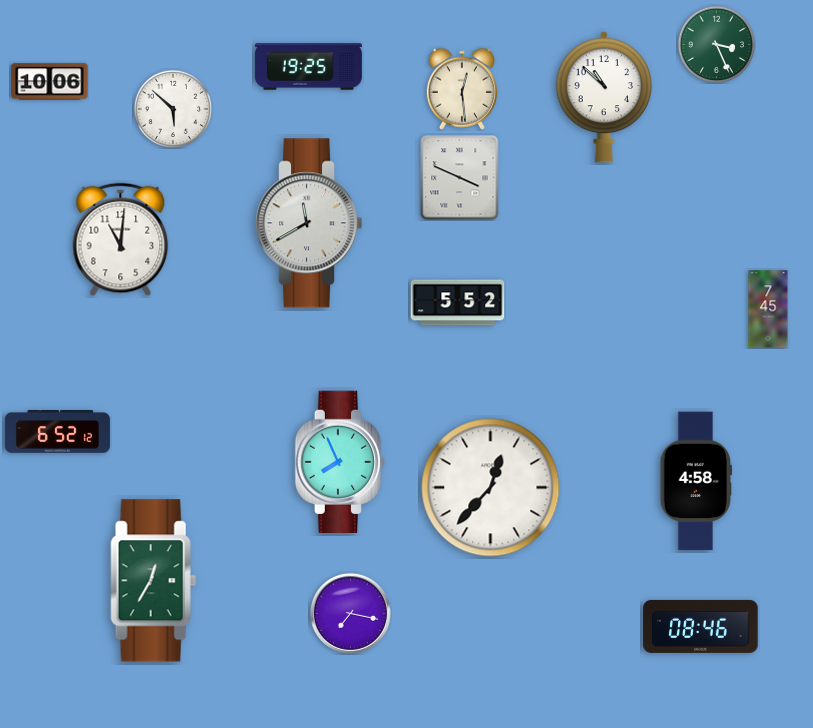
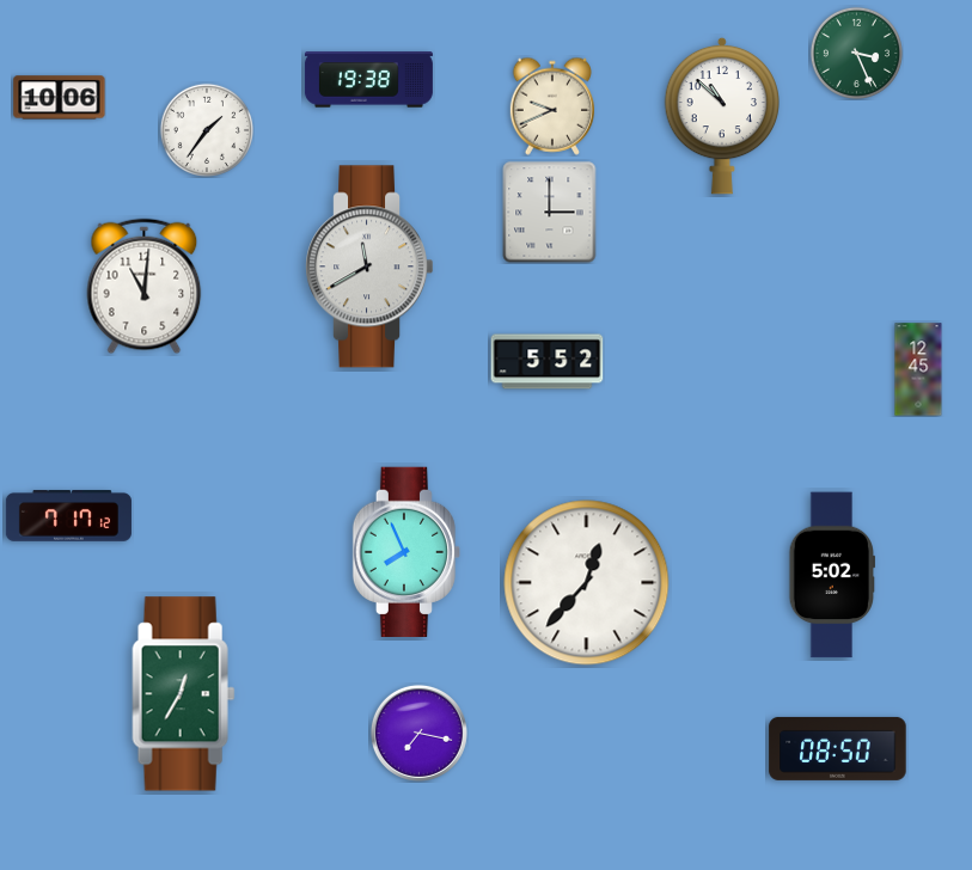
clock at (308, 67): 19:25 -> 19:38
clock at (461, 89): 12:29 -> 9:41
clock at (172, 108): 5:52 -> 1:36
clock at (460, 178): 3:49 -> 3:00
clock at (768, 309): 7:45 -> 12:45
clock at (57, 432): 6:52 -> 7:17
clock at (695, 481): 4:58 -> 5:02
clock at (701, 626): 08:46 -> 08:50
